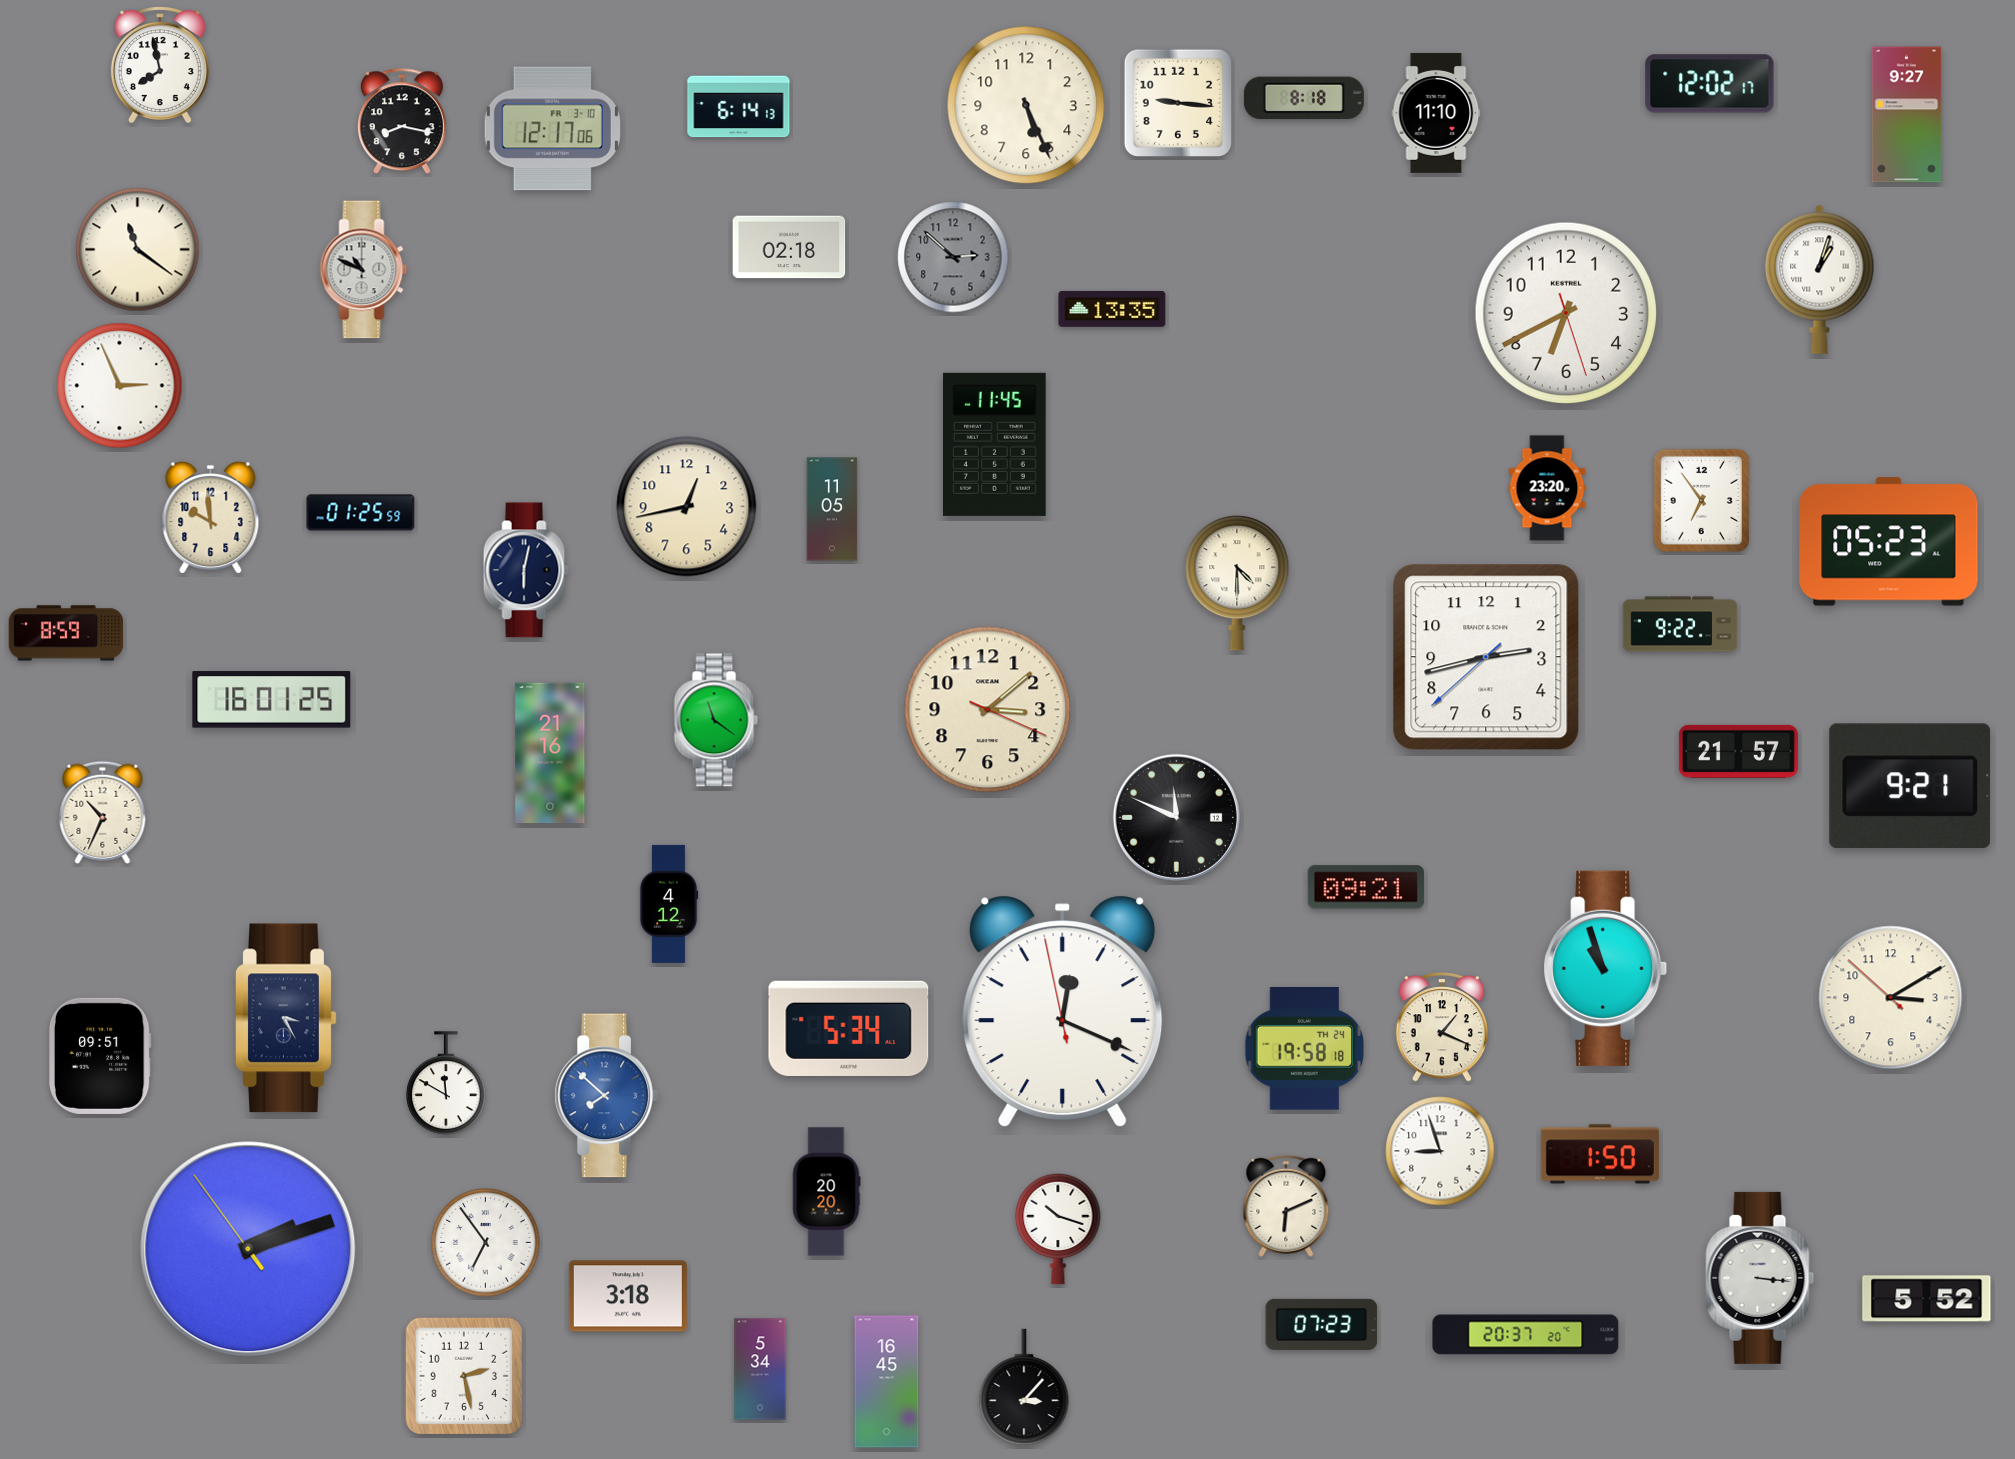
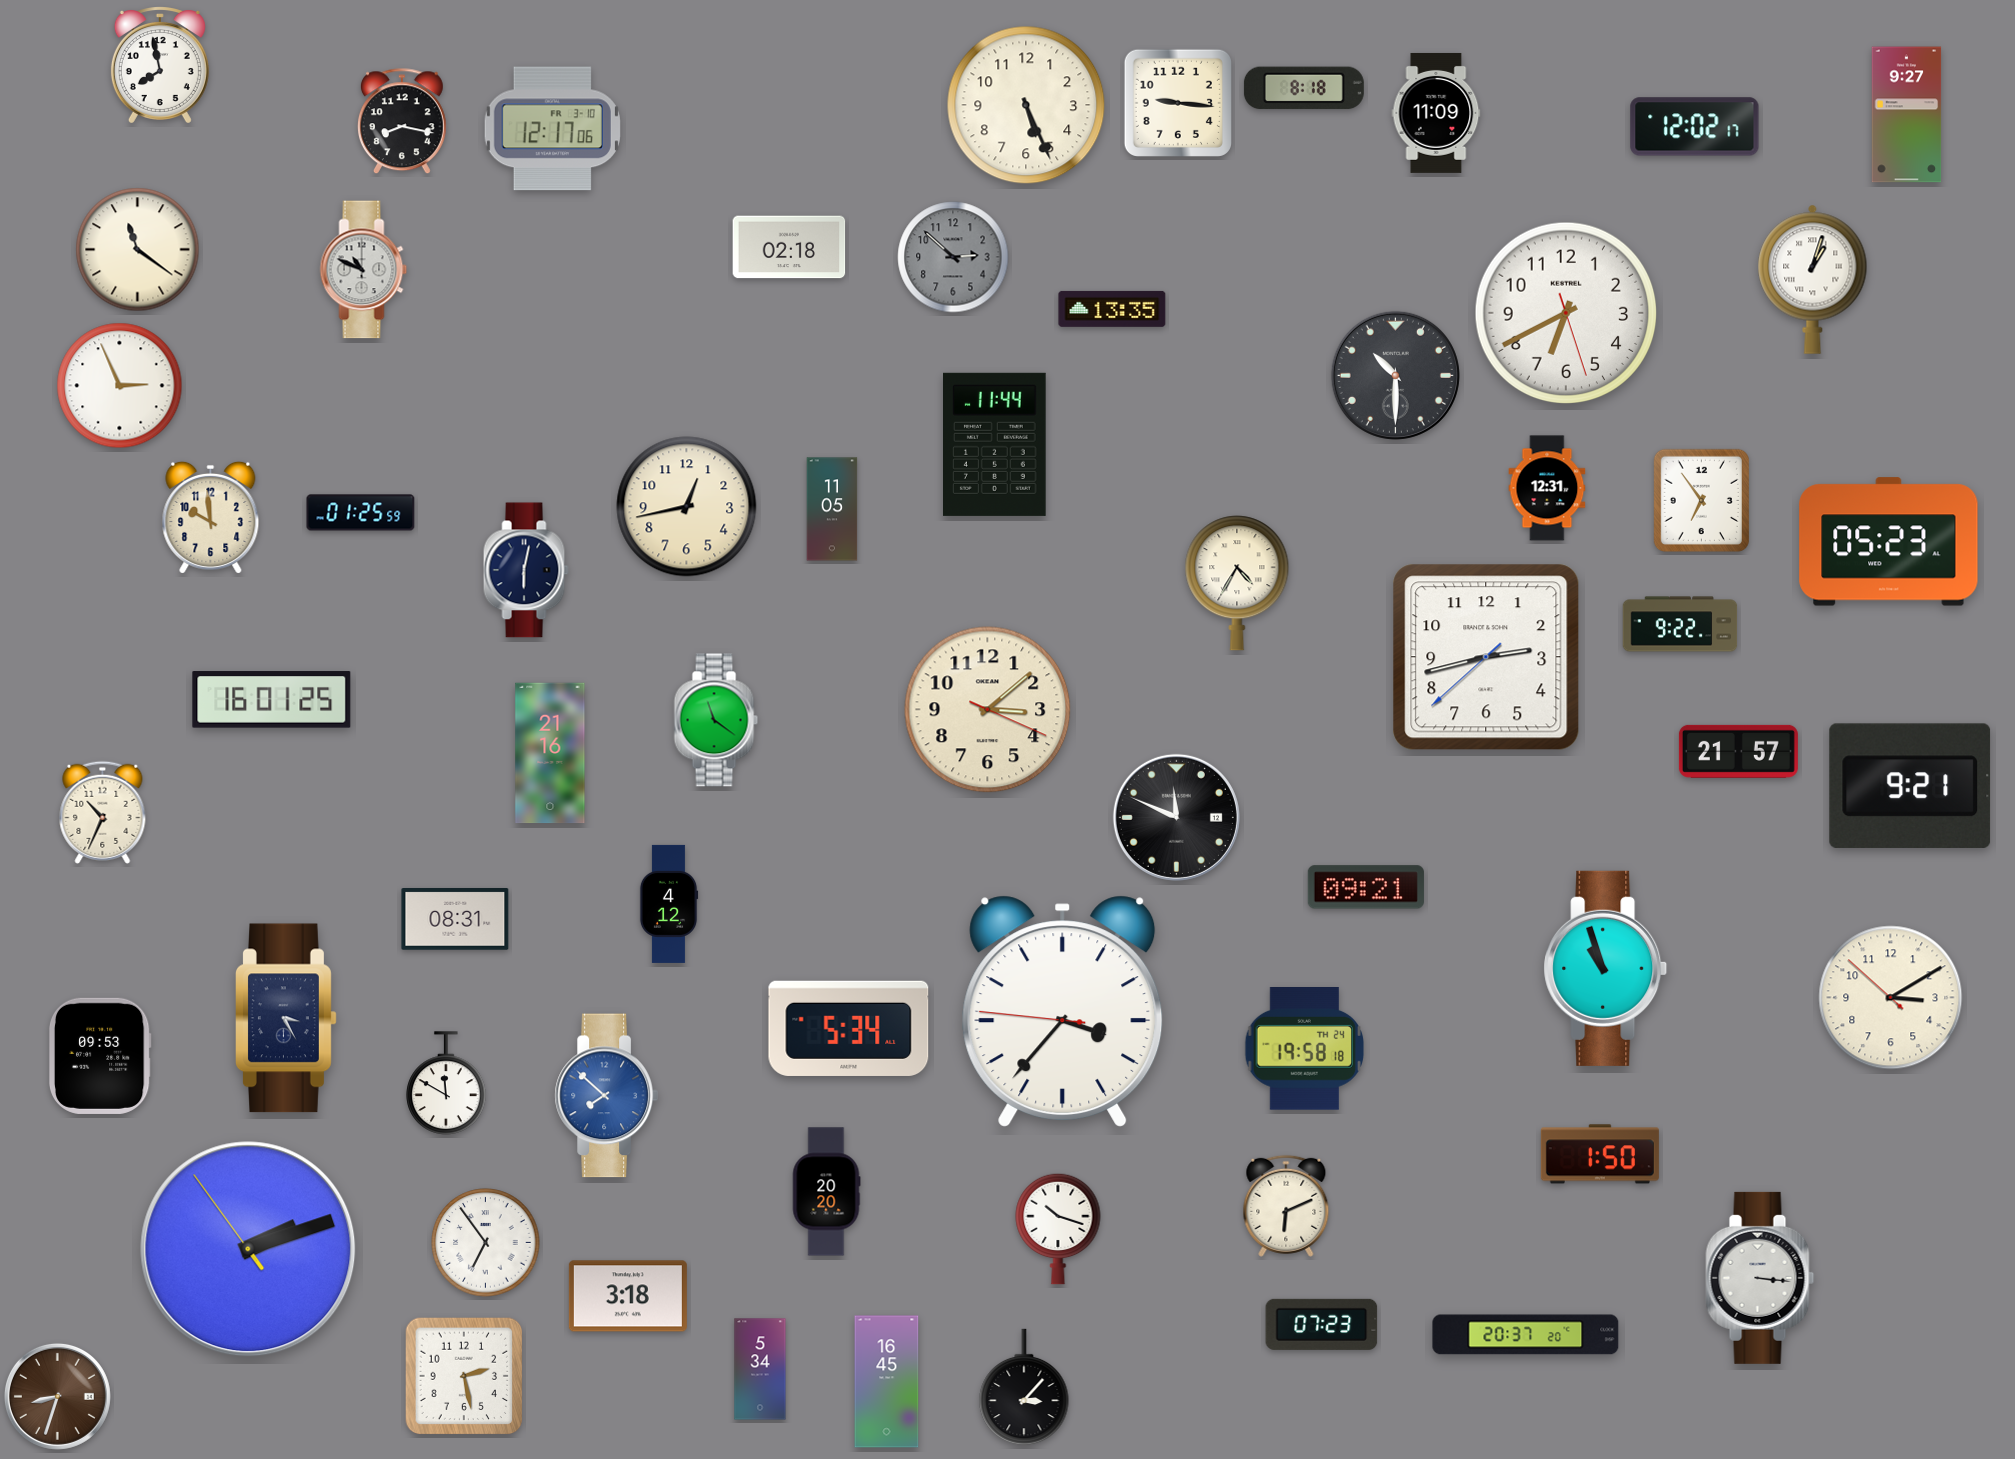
clock at (1710, 84) position: (1710, 84) -> (1695, 127)
clock at (1304, 98) position: (1304, 98) -> (1304, 88)
clock at (739, 107): 6:14 -> none
clock at (1436, 113): 11:10 -> 11:09
clock at (1820, 279) position: (1820, 279) -> (1813, 279)
clock at (1395, 375): none -> 10:30
clock at (995, 444): 11:45 -> 11:44
clock at (1547, 488): 23:20 -> 12:31
clock at (1237, 583): 4:30 -> 4:35
clock at (66, 633): 8:59 -> none
clock at (455, 920): none -> 08:31
clock at (1063, 1011): 12:18 -> 3:36
clock at (1442, 1027): 1:19 -> none
clock at (100, 1056): 09:51 -> 09:53
clock at (1440, 1151): 8:57 -> none
clock at (1927, 1299): 5:52 -> none
clock at (57, 1396): none -> 8:33
